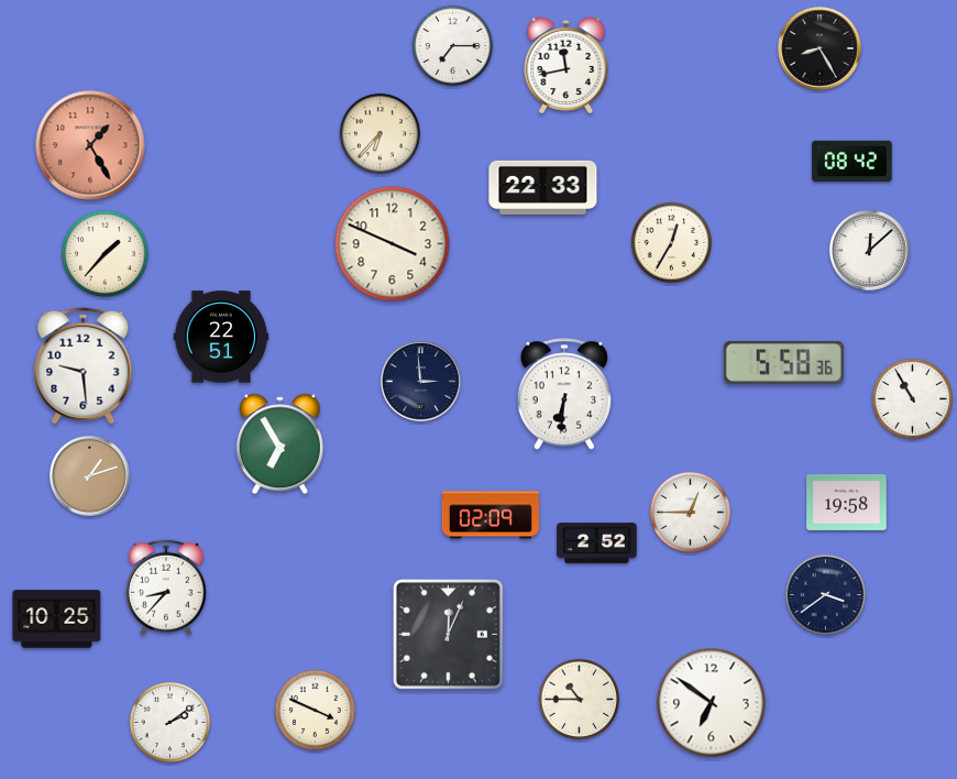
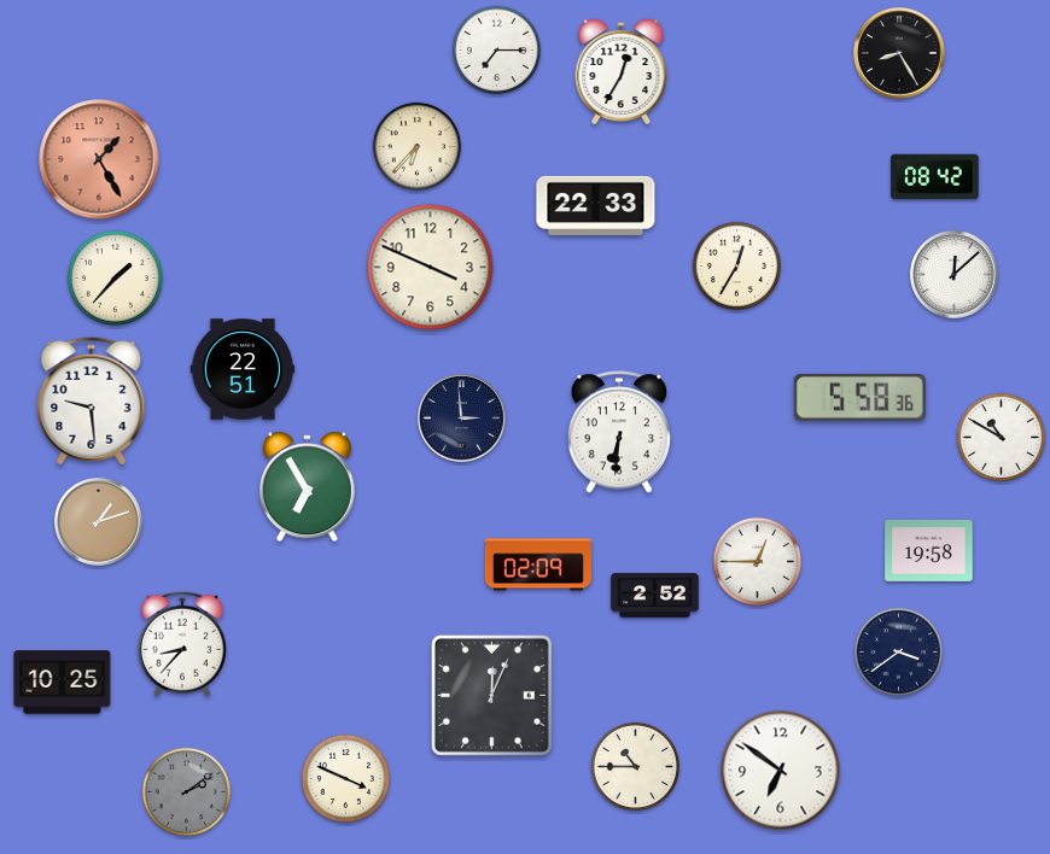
clock at (566, 64): 11:43 -> 12:35
clock at (912, 398): 10:55 -> 10:50
clock at (825, 594) position: (825, 594) -> (898, 651)
clock at (57, 619) position: (57, 619) -> (63, 683)
clock at (169, 722) dial: white -> grey
